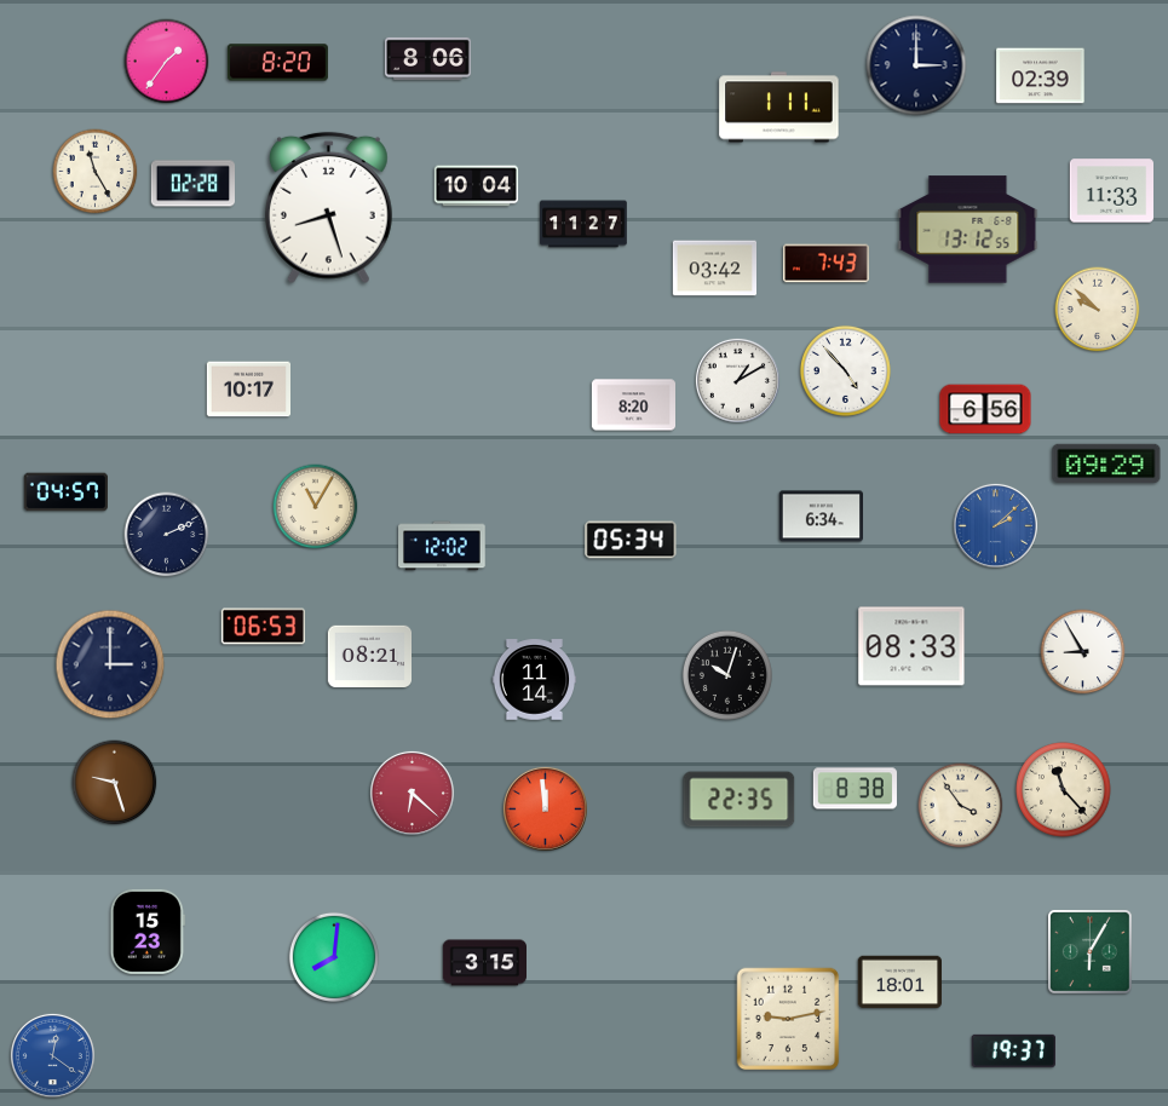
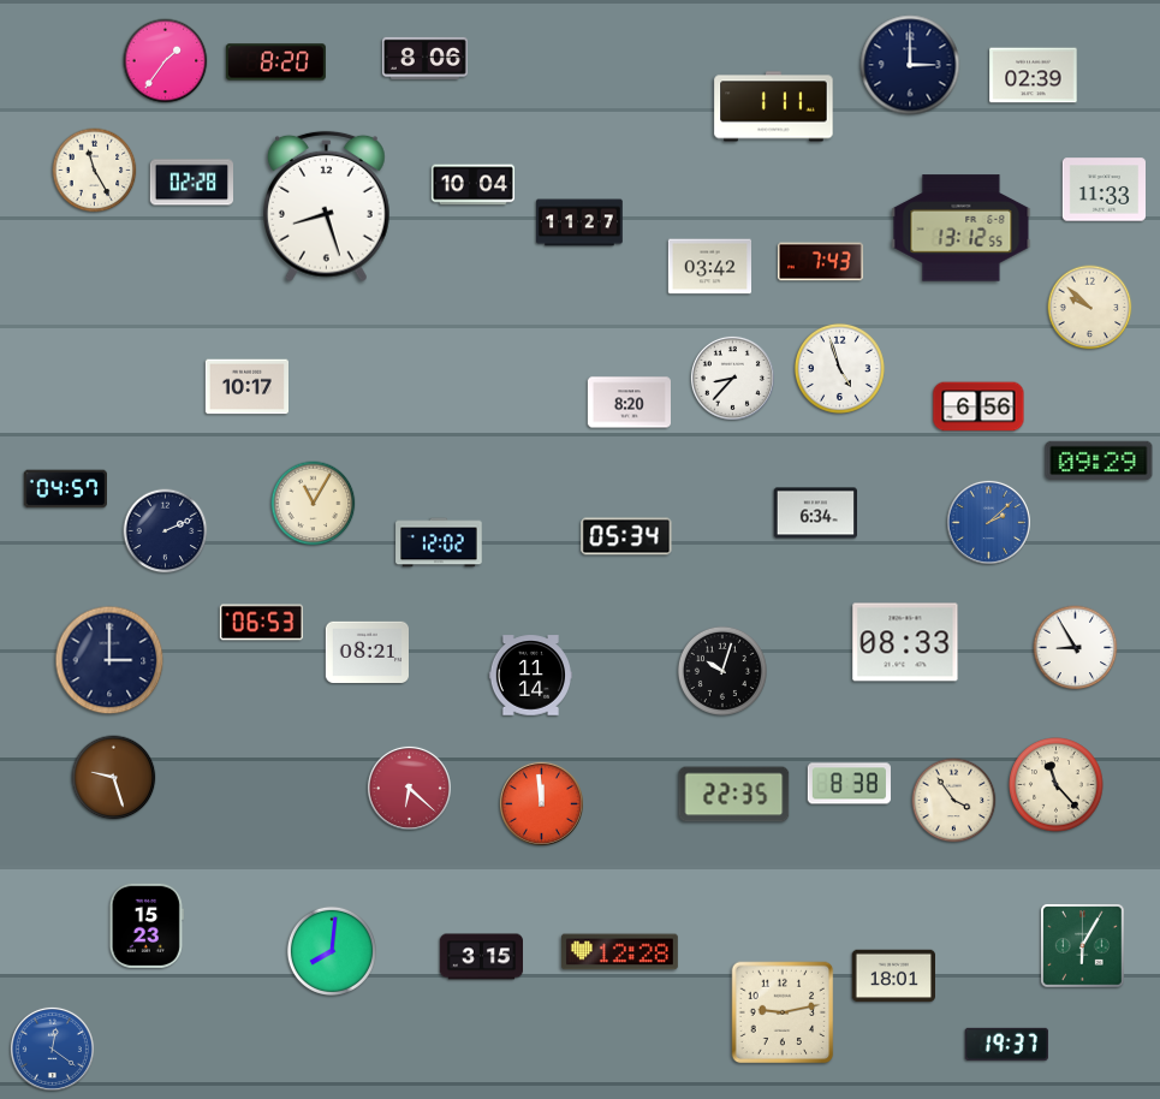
clock at (845, 370): 4:53 -> 4:57
clock at (737, 380): 1:10 -> 8:37
clock at (620, 952): none -> 12:28
